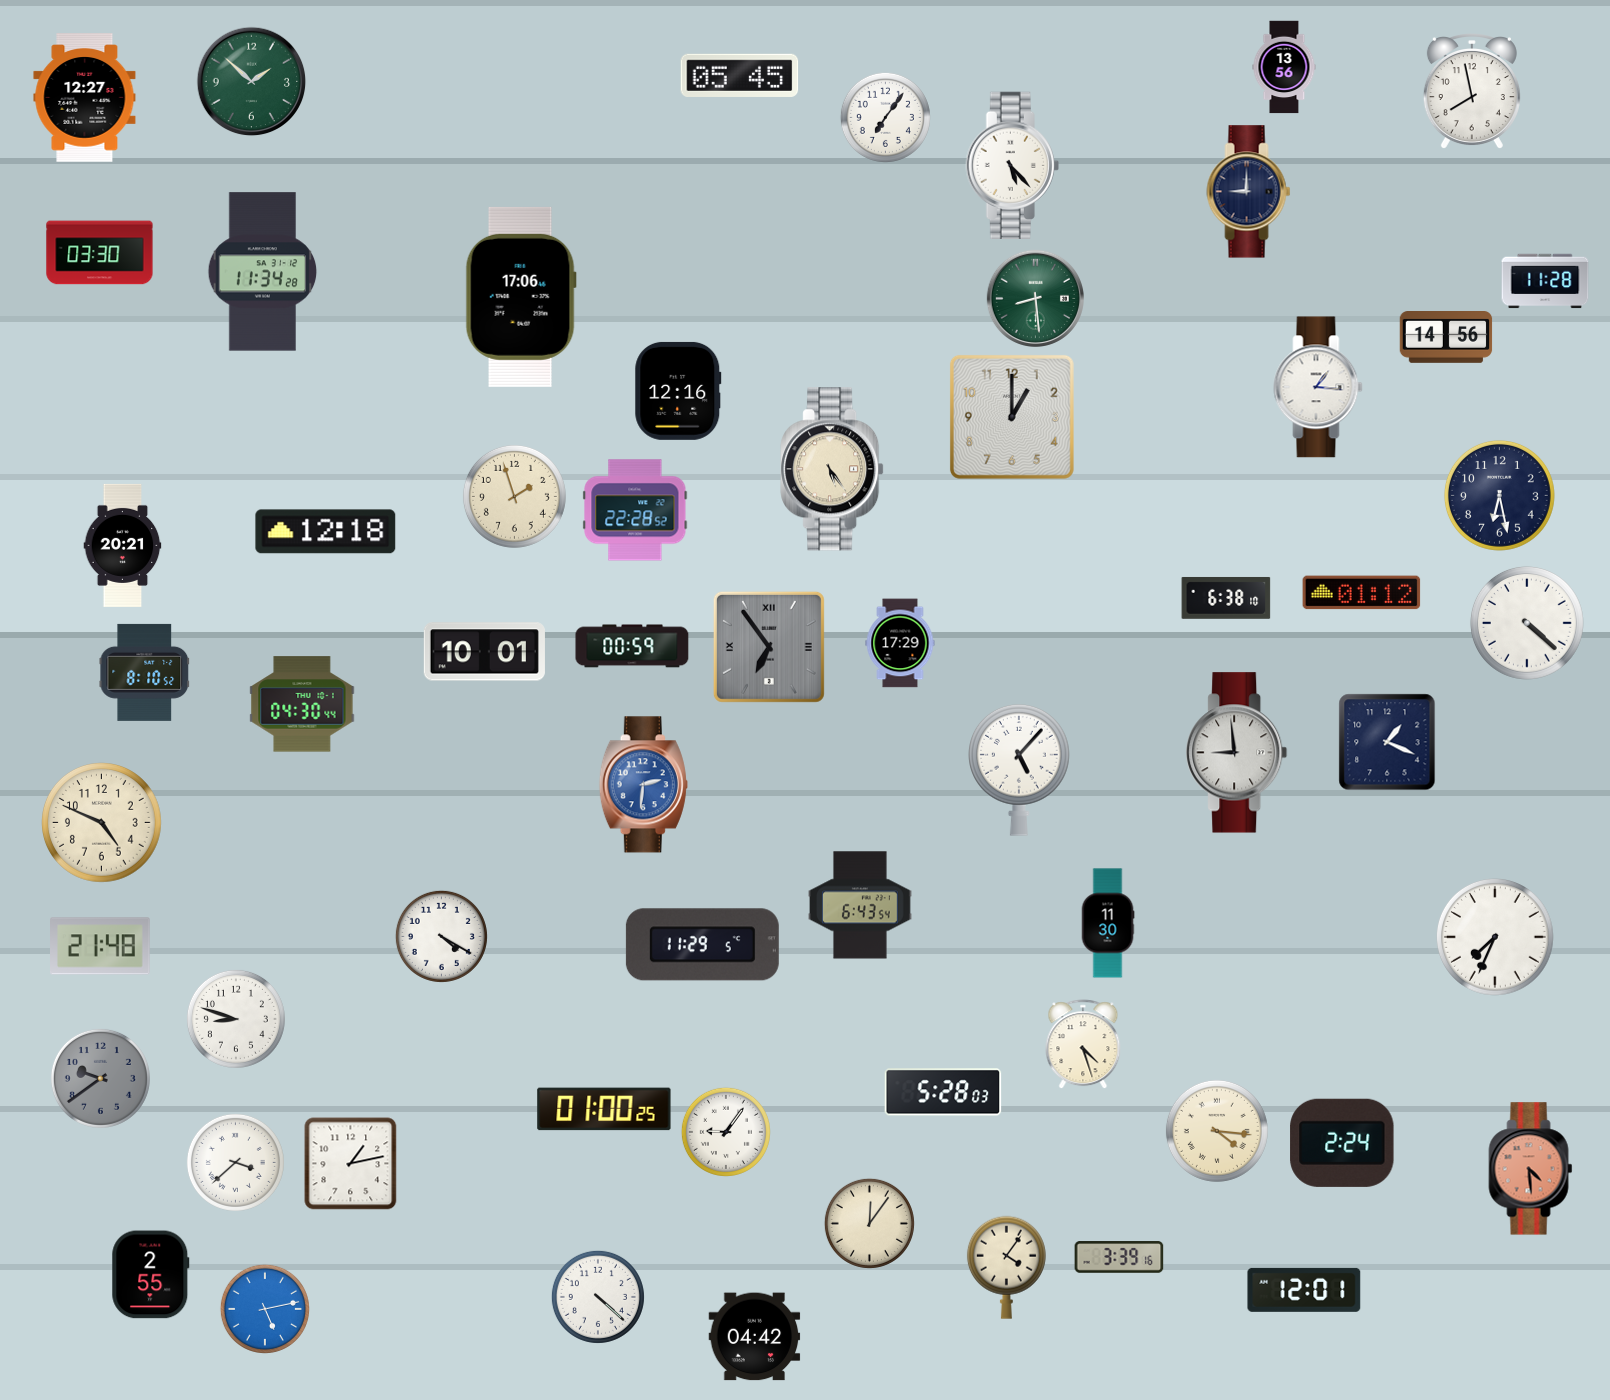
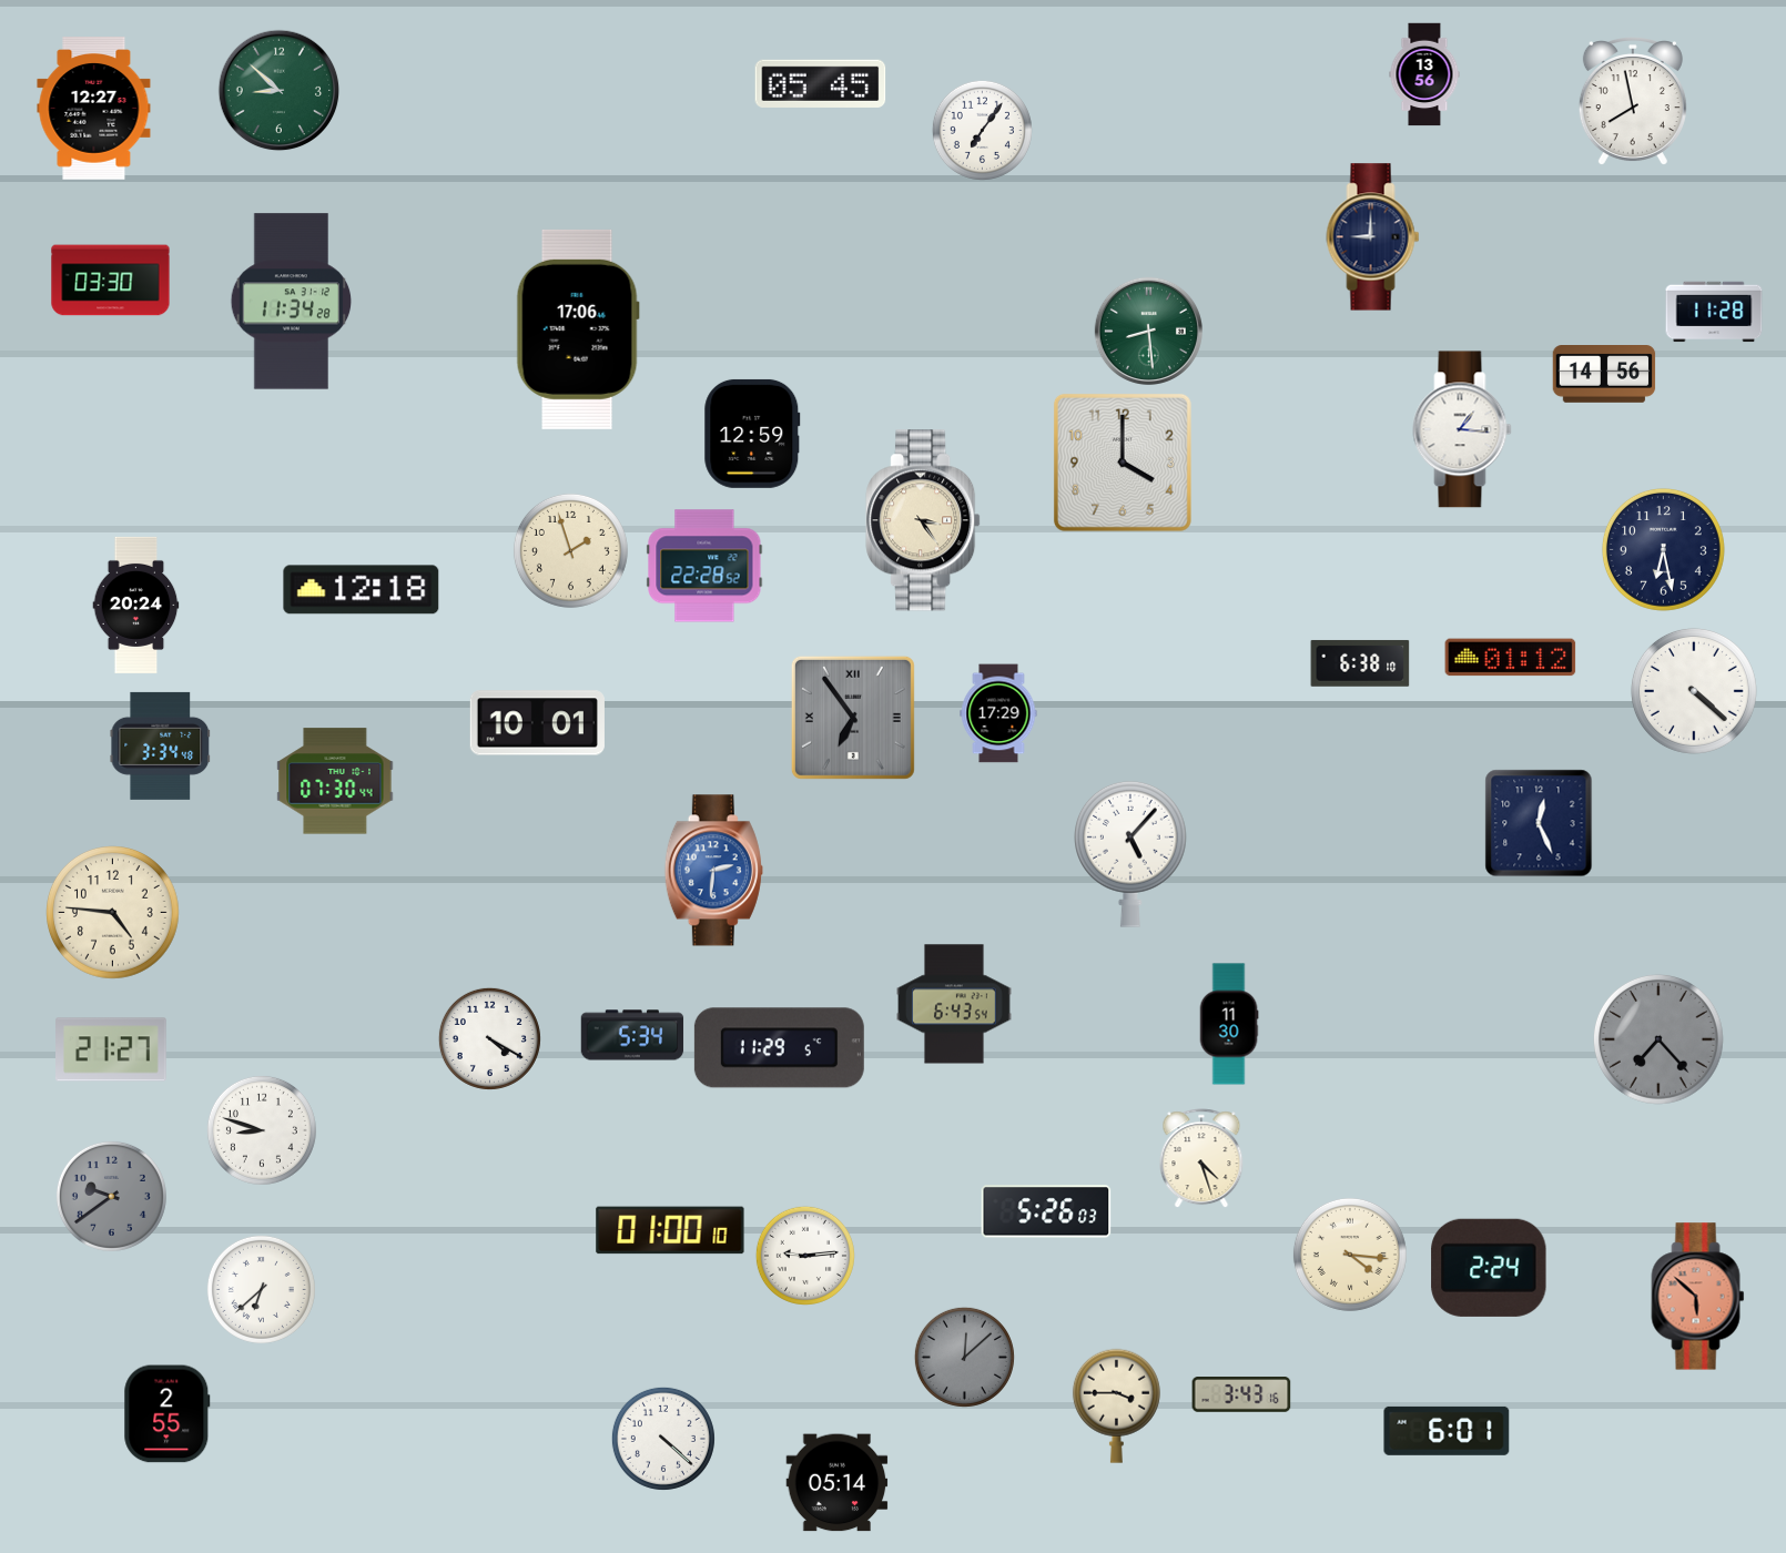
clock at (252, 82): 1:52 -> 8:52
clock at (1012, 165): 5:23 -> none
clock at (1249, 192) position: (1249, 192) -> (1373, 237)
clock at (678, 391): 12:16 -> 12:59
clock at (1012, 417): 1:00 -> 4:00
clock at (832, 469): 5:24 -> 3:24
clock at (123, 545): 20:21 -> 20:24
clock at (632, 646): 00:59 -> none
clock at (145, 672): 8:10 -> 3:34
clock at (302, 704): 04:30 -> 07:30
clock at (1387, 742): 1:19 -> 12:26
clock at (1237, 753): 8:59 -> none
clock at (102, 823): 4:49 -> 4:46
clock at (632, 1035): none -> 5:34
clock at (1495, 937): 7:34 -> 7:23
clock at (1495, 937) dial: white -> grey
clock at (101, 946): 21:48 -> 21:27
clock at (943, 1092): 5:28 -> 5:26
clock at (604, 1109): 01:00:25 -> 01:00:10
clock at (726, 1132): 9:06 -> 9:14
clock at (235, 1162): 3:38 -> 6:38
clock at (351, 1164): 1:13 -> none
clock at (1531, 1169): 4:29 -> 5:52
clock at (869, 1223): 12:06 -> 12:08
clock at (869, 1223) dial: cream -> grey
clock at (1119, 1257): 3:39 -> 3:43
clock at (1006, 1267): 4:06 -> 3:45
clock at (1304, 1290): 12:01 -> 6:01
clock at (265, 1309): 5:13 -> none
clock at (755, 1337): 04:42 -> 05:14
